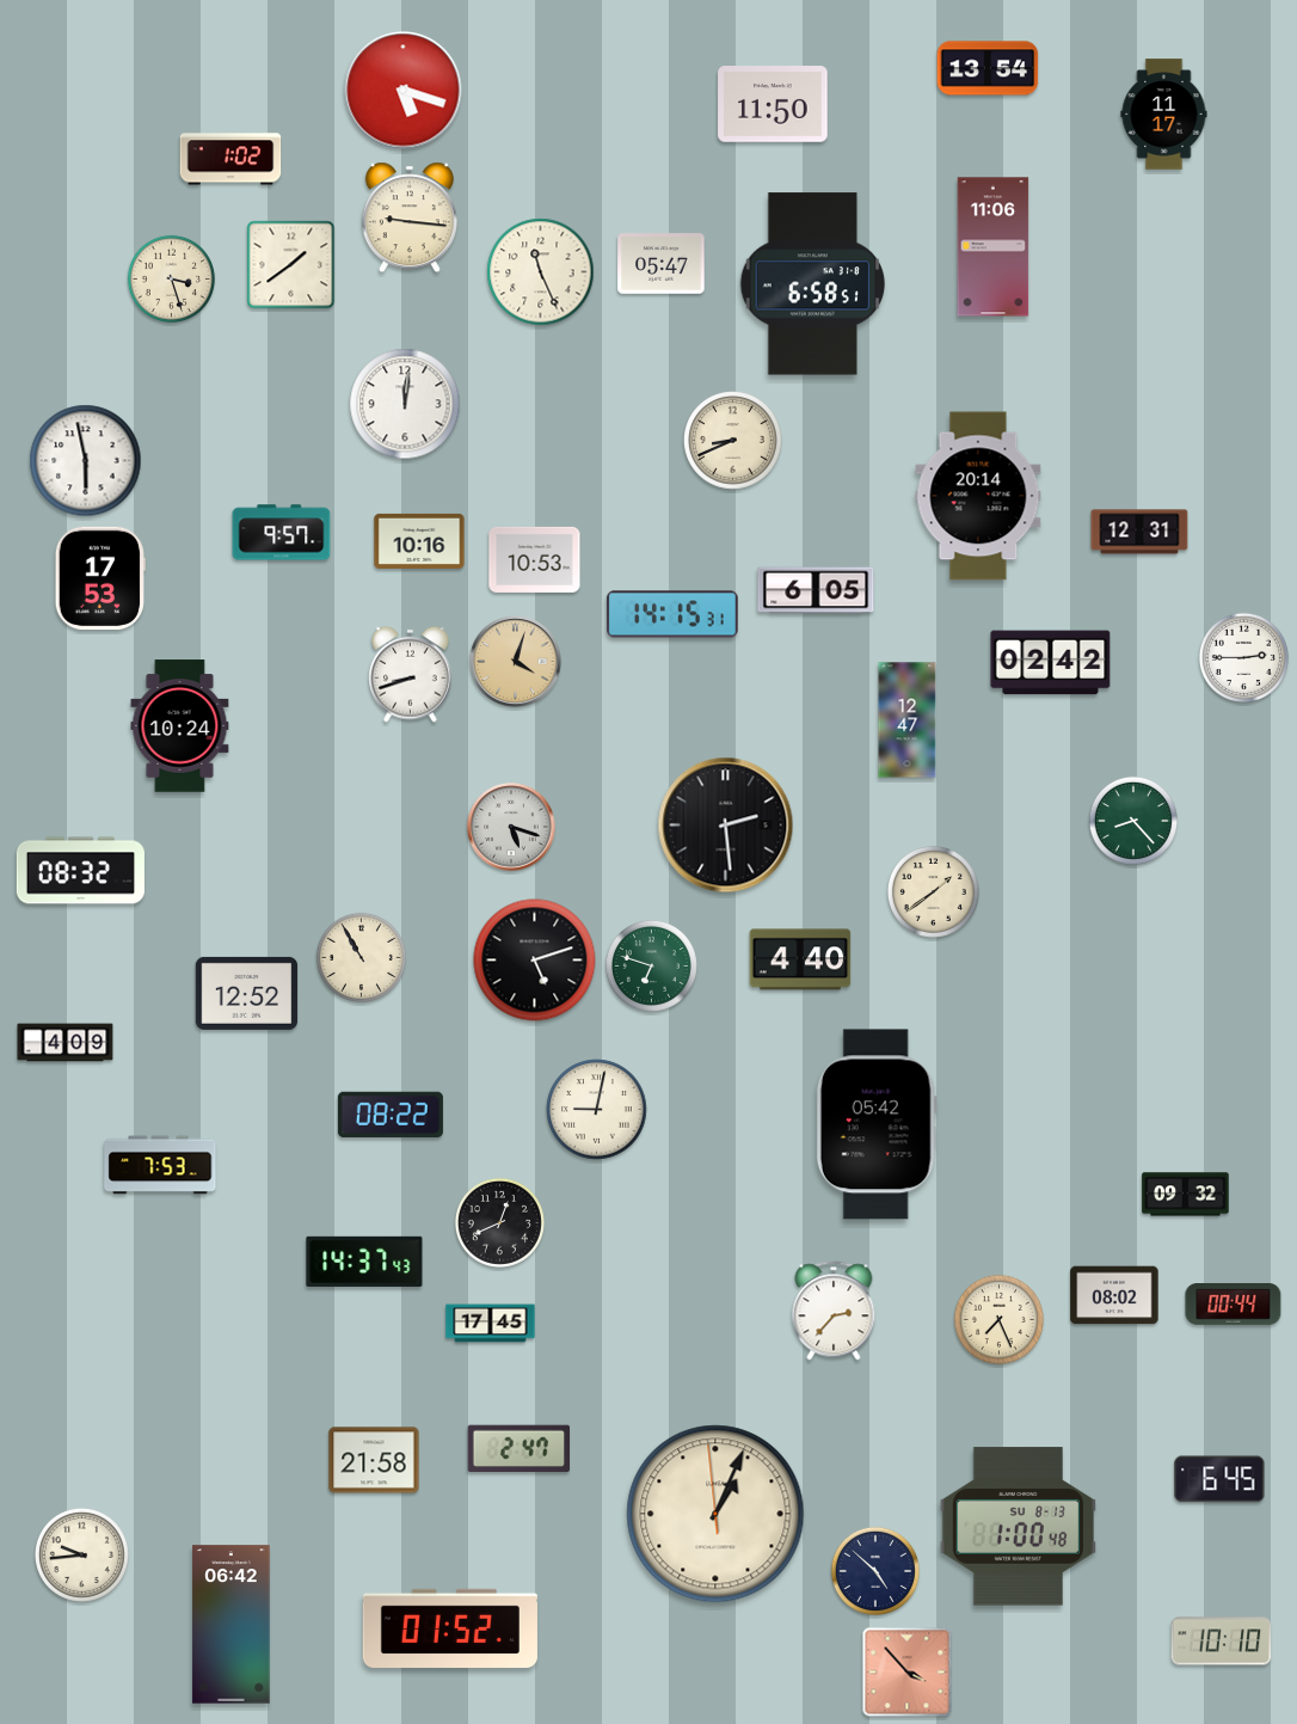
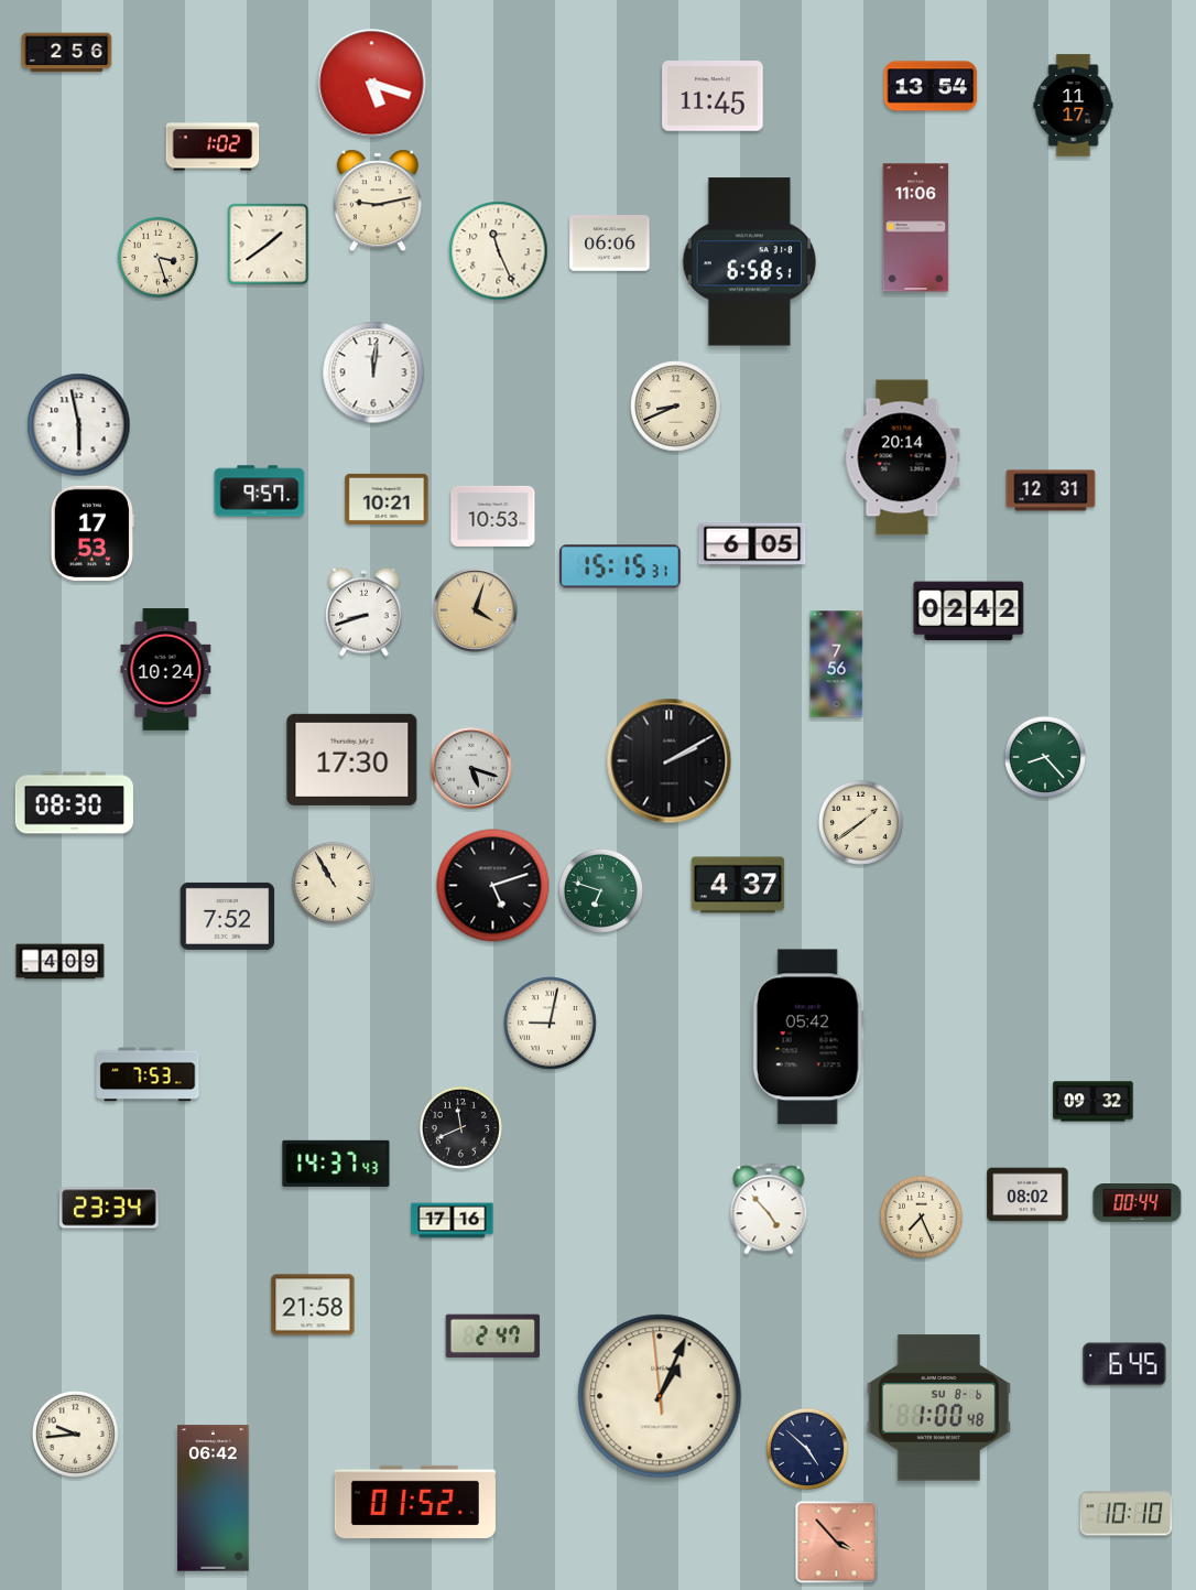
clock at (67, 53): none -> 2:56
clock at (988, 68) position: (988, 68) -> (931, 86)
clock at (773, 104): 11:50 -> 11:45
clock at (410, 217): 9:16 -> 9:13
clock at (662, 264): 05:47 -> 06:06
clock at (419, 541): 10:16 -> 10:21
clock at (672, 614): 14:15 -> 15:15
clock at (1243, 657): 2:45 -> none
clock at (411, 674) position: (411, 674) -> (365, 612)
clock at (908, 720): 12:47 -> 7:56
clock at (352, 759): none -> 17:30
clock at (726, 826): 2:29 -> 2:10
clock at (511, 827) position: (511, 827) -> (471, 768)
clock at (80, 871): 08:32 -> 08:30
clock at (800, 959): 4:40 -> 4:37
clock at (247, 993): 12:52 -> 7:52
clock at (391, 1113): 08:22 -> none
clock at (499, 1222): 12:41 -> 11:41
clock at (109, 1208): none -> 23:34
clock at (834, 1311): 2:37 -> 4:53
clock at (491, 1324): 17:45 -> 17:16
clock at (520, 1449) position: (520, 1449) -> (493, 1337)
clock at (374, 1460) position: (374, 1460) -> (313, 1305)
clock at (1018, 1527) date: SU 8-13 -> SU 8-6
